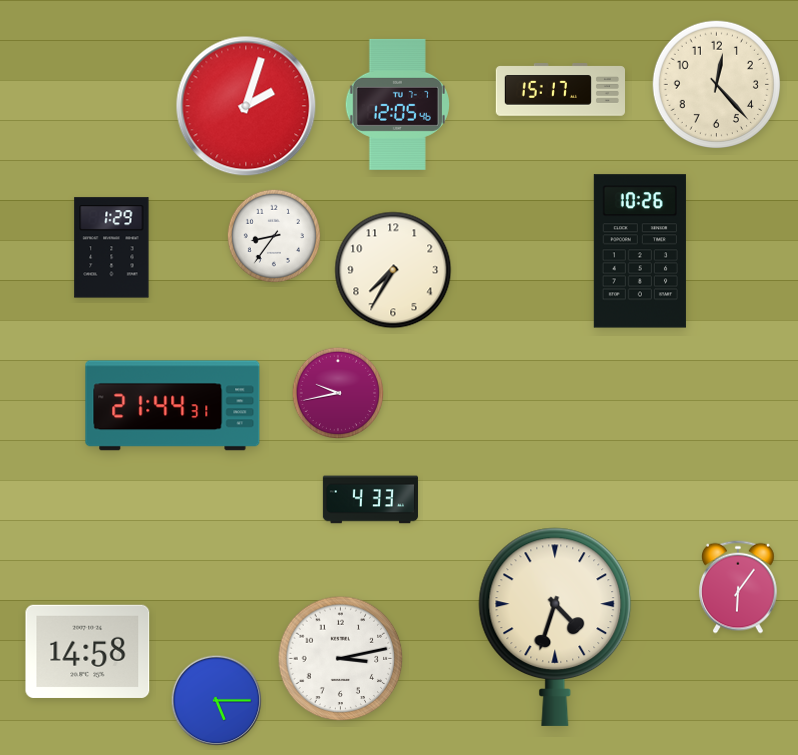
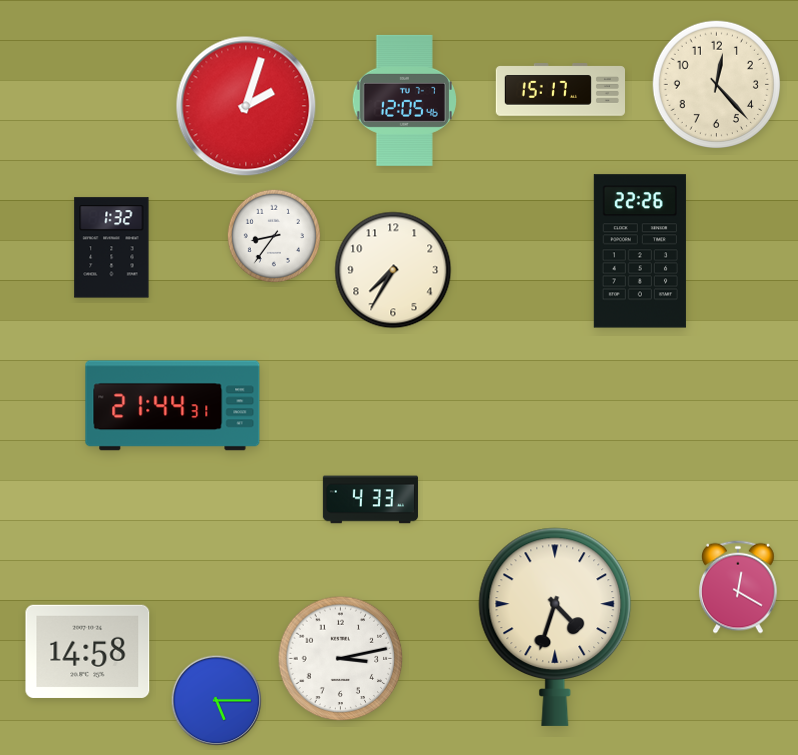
clock at (397, 104) position: (397, 104) -> (404, 100)
clock at (112, 248): 1:29 -> 1:32
clock at (640, 251): 10:26 -> 22:26
clock at (338, 393): 9:43 -> none
clock at (739, 587): 6:06 -> 12:20
